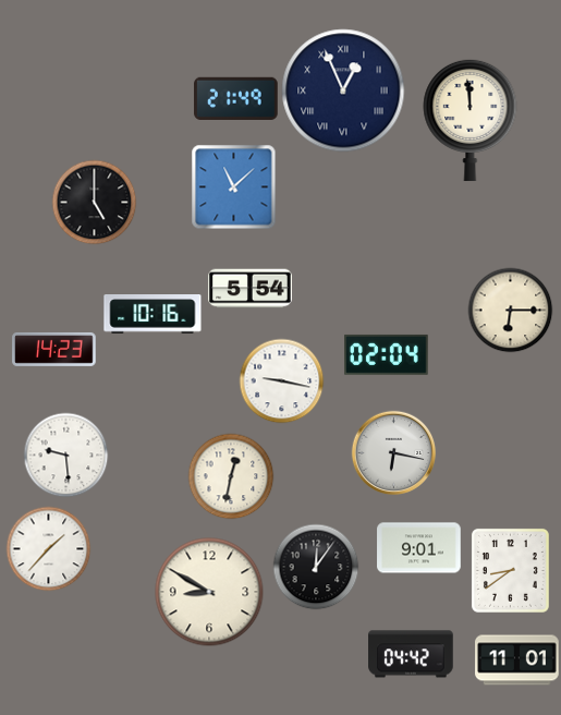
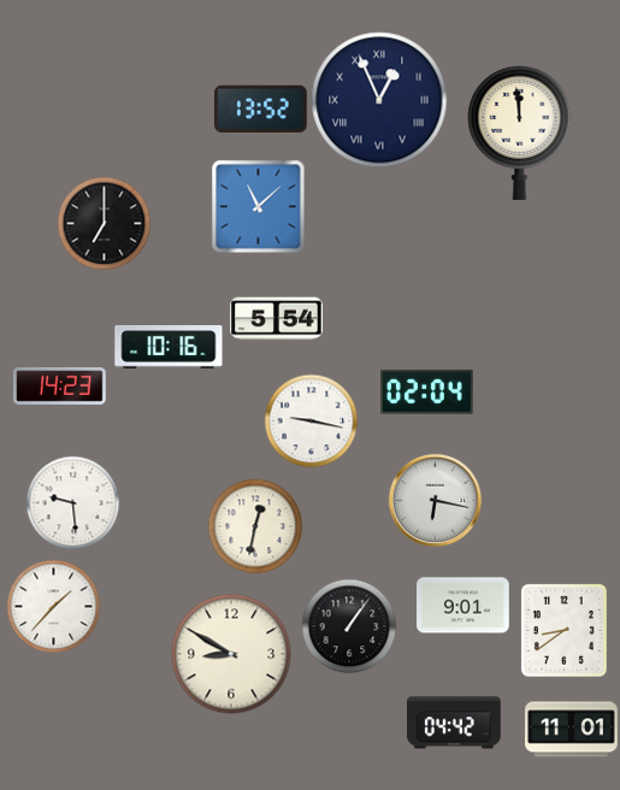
clock at (236, 98): 21:49 -> 13:52
clock at (94, 202): 5:00 -> 7:00
clock at (510, 310): 6:15 -> none
clock at (316, 567): 12:06 -> 1:06
